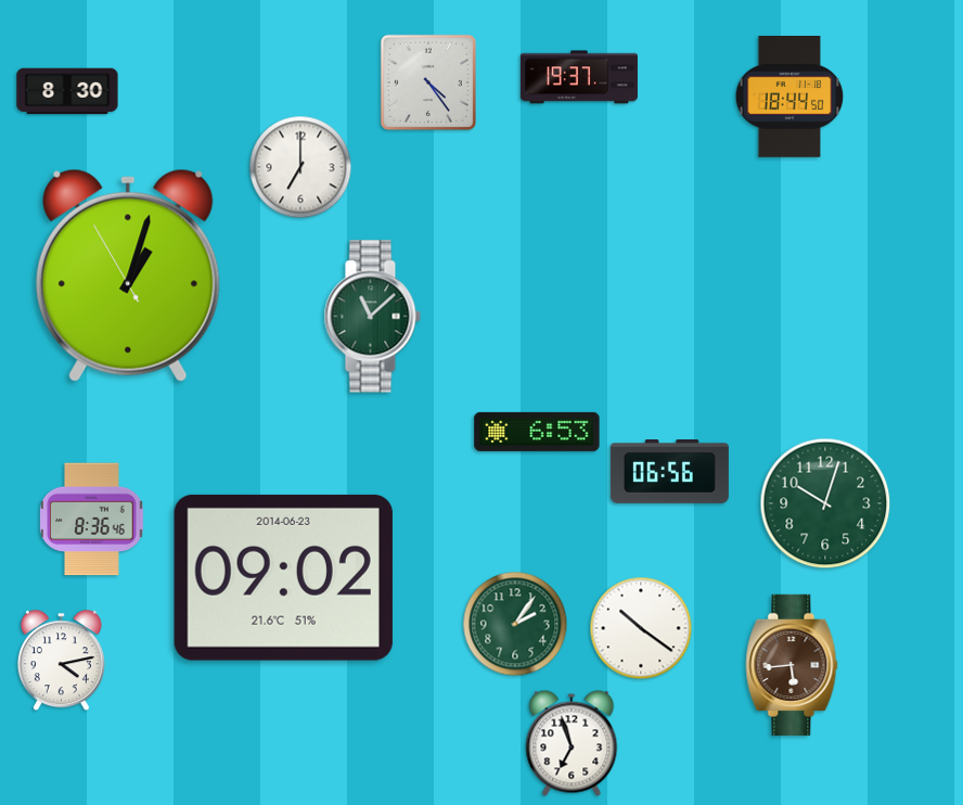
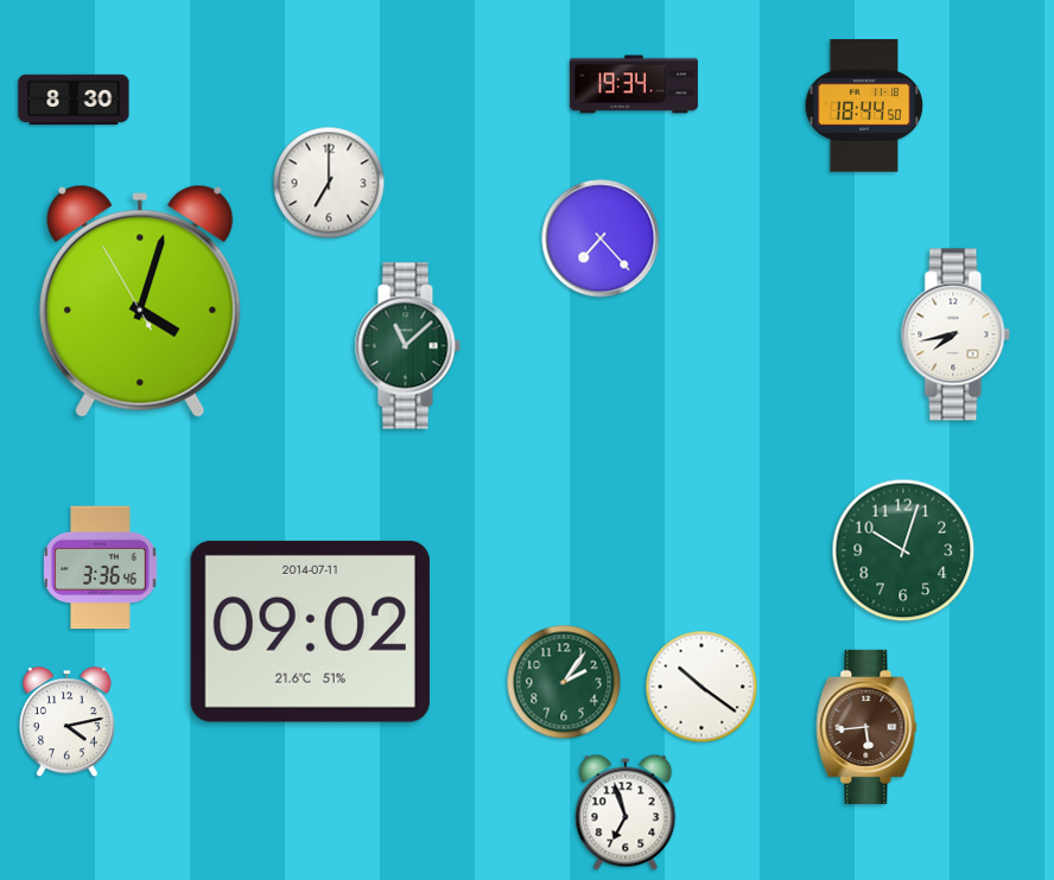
clock at (579, 77): 19:37 -> 19:34
clock at (428, 82): 4:24 -> none
clock at (601, 238): none -> 7:23
clock at (128, 276): 1:02 -> 4:02
clock at (955, 334): none -> 7:43
clock at (537, 432): 6:53 -> none
clock at (669, 472): 06:56 -> none
clock at (92, 520): 8:36 -> 3:36
clock at (283, 577) date: 2014-06-23 -> 2014-07-11
